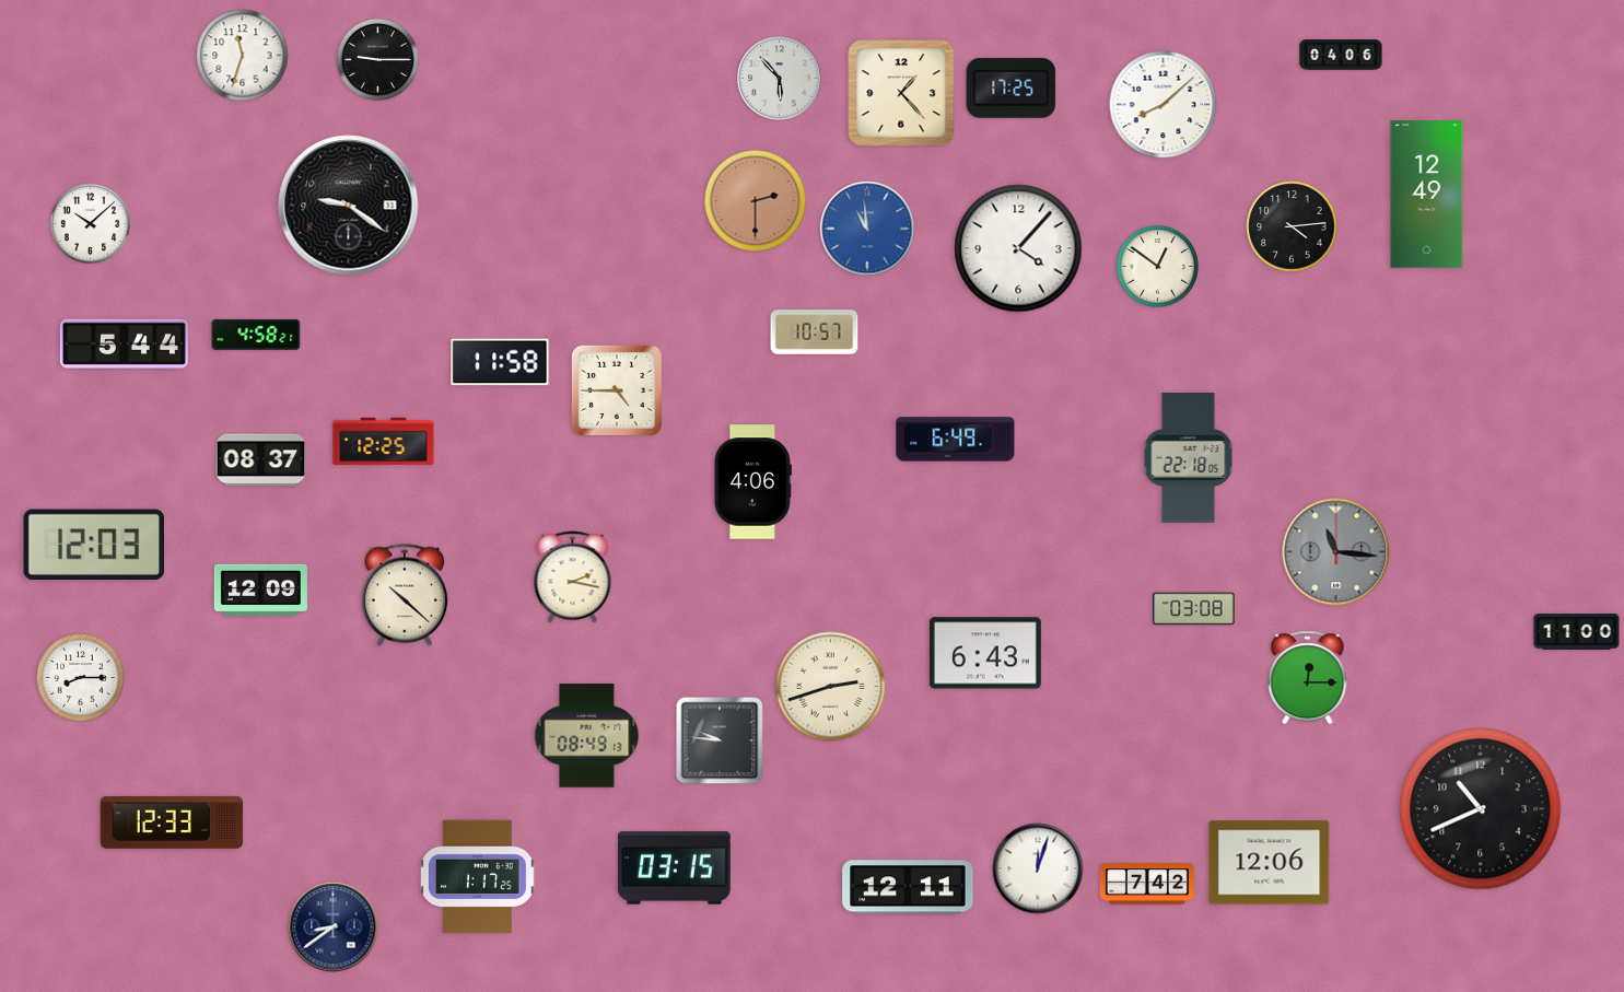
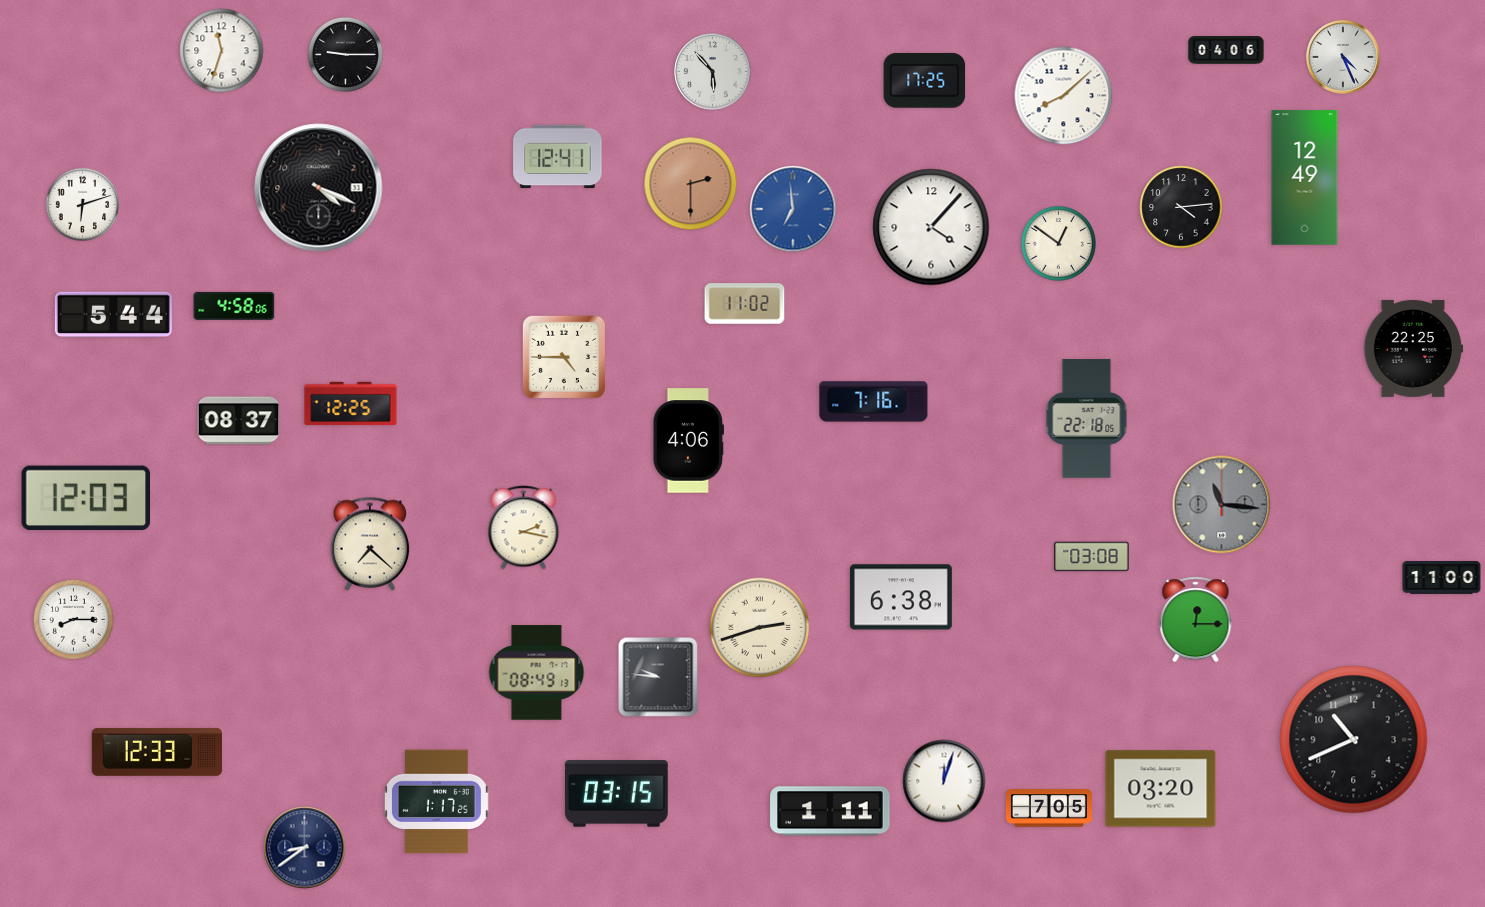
clock at (1343, 57): none -> 4:26
clock at (901, 93): 1:23 -> none
clock at (558, 157): none -> 12:41
clock at (349, 206): 9:21 -> 4:19
clock at (90, 223): 10:08 -> 6:12
clock at (867, 229): 10:59 -> 6:59
clock at (815, 332): 10:57 -> 11:02
clock at (256, 335): 4:58:21 -> 4:58:06
clock at (500, 362): 11:58 -> none
clock at (1414, 348): none -> 22:25
clock at (956, 440): 6:49 -> 7:16
clock at (260, 591): 12:09 -> none
clock at (405, 595): 10:22 -> 7:22
clock at (985, 653): 6:43 -> 6:38
clock at (1270, 863): 12:06 -> 03:20
clock at (1038, 868) position: (1038, 868) -> (944, 781)
clock at (1147, 884): 7:42 -> 7:05
clock at (908, 887): 12:11 -> 1:11
